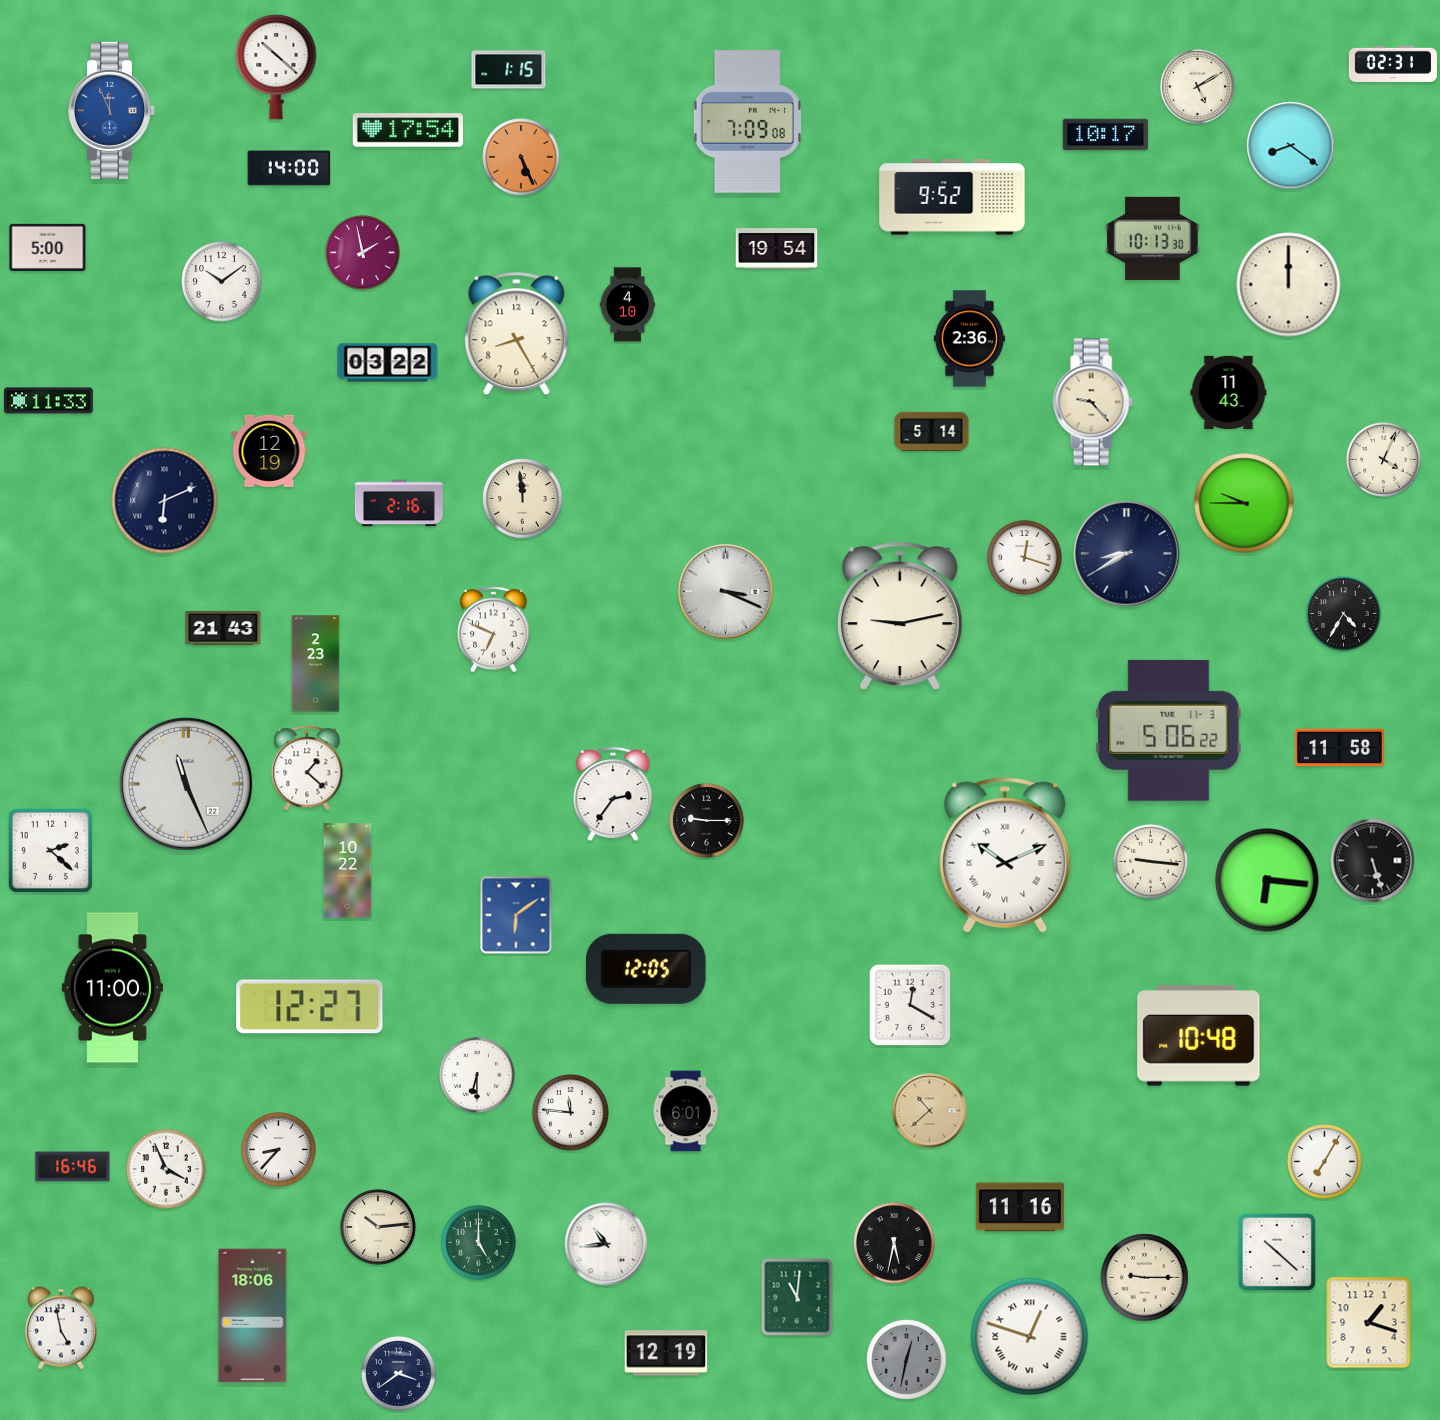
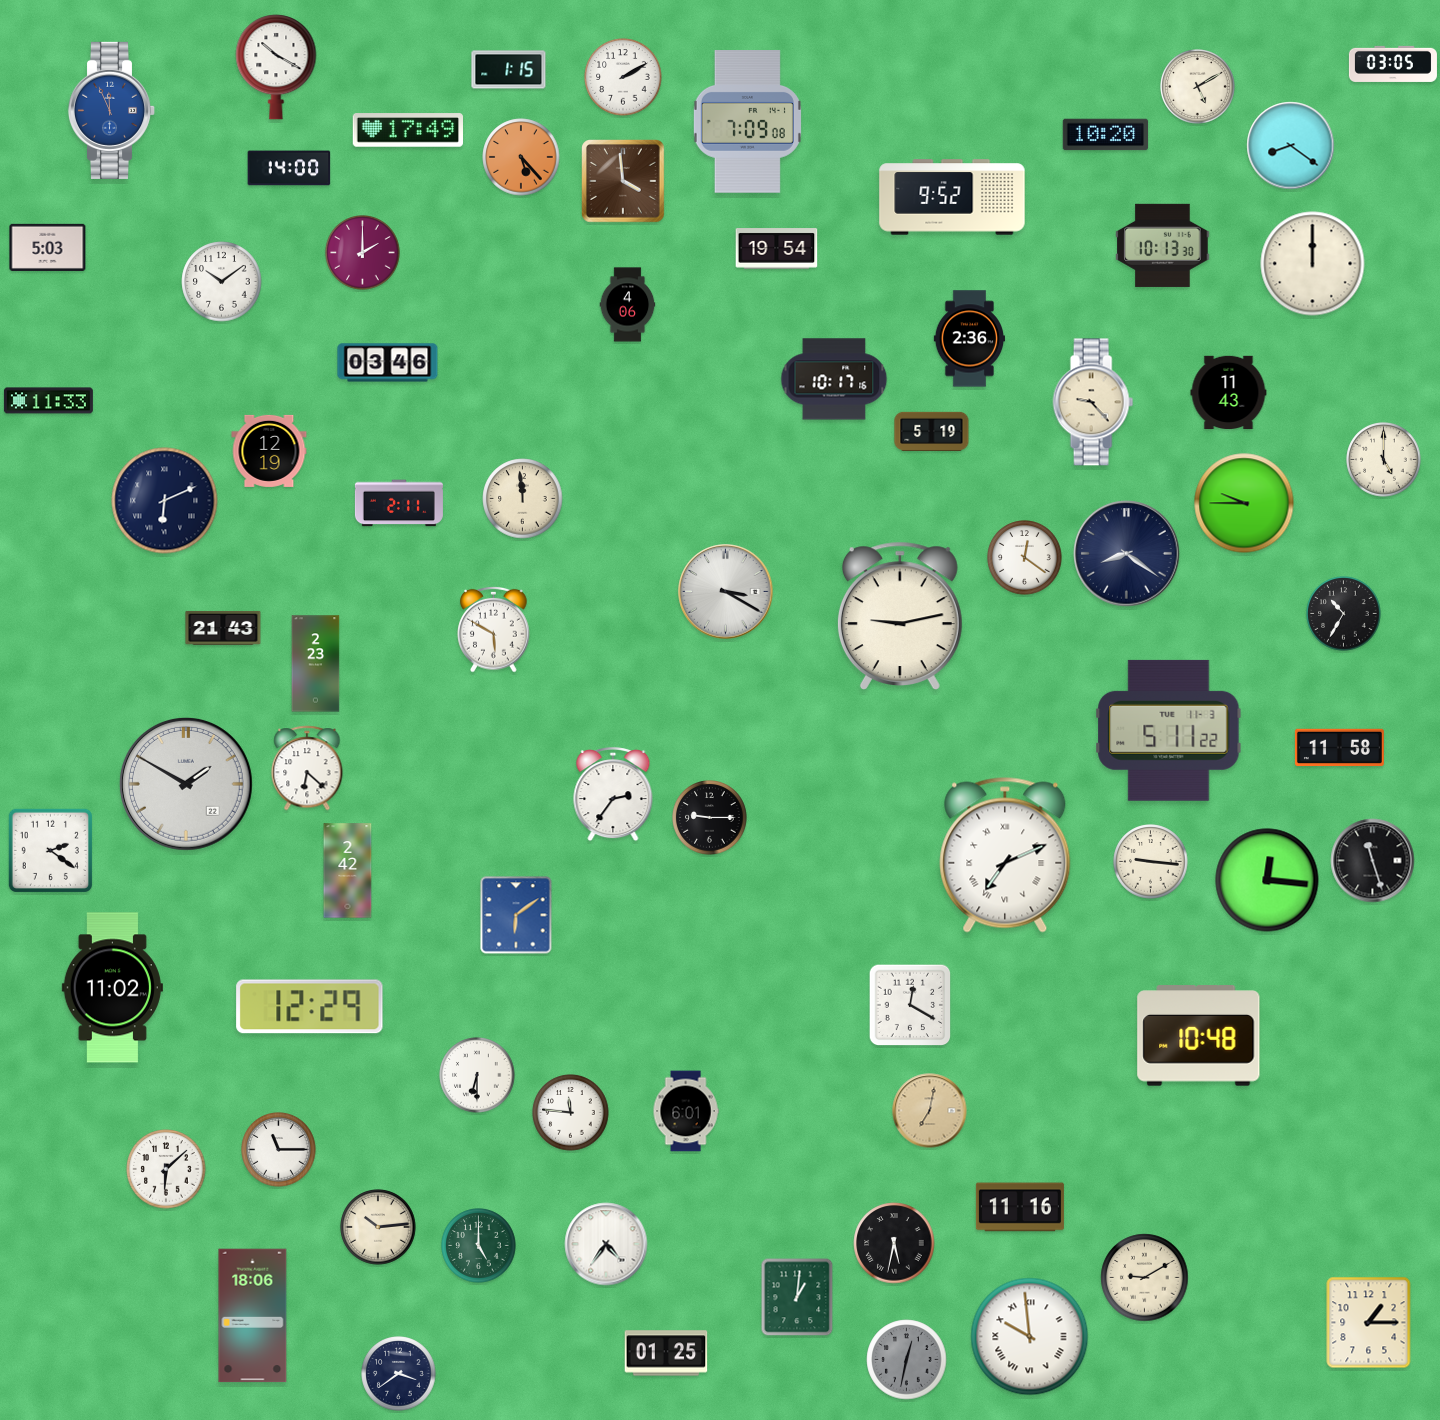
clock at (1393, 64): 02:31 -> 03:05
clock at (276, 67): 10:22 -> 10:20
clock at (623, 77): none -> 2:10
clock at (407, 130): 17:54 -> 17:49
clock at (1106, 135): 10:17 -> 10:20
clock at (521, 157): 5:26 -> 5:23
clock at (624, 182): none -> 3:59
clock at (1153, 238) position: (1153, 238) -> (1163, 245)
clock at (48, 247): 5:00 -> 5:03
clock at (363, 253): 1:58 -> 2:00
clock at (1289, 285) position: (1289, 285) -> (1313, 264)
clock at (628, 305): 4:10 -> 4:06
clock at (517, 334): 8:25 -> none
clock at (388, 363): 03:22 -> 03:46
clock at (834, 379): none -> 10:17
clock at (932, 431): 5:14 -> 5:19
clock at (1384, 460): 4:04 -> 5:00
clock at (399, 503): 2:16 -> 2:11
clock at (1127, 554): 8:40 -> 8:21
clock at (1025, 558): 12:18 -> 12:21
clock at (726, 592): 3:19 -> 3:20
clock at (1344, 614): 4:35 -> 10:35
clock at (494, 629): 6:49 -> 5:50
clock at (1169, 730): 5:06 -> 5:11
clock at (307, 768): 1:22 -> 6:22
clock at (187, 785): 11:26 -> 1:50
clock at (707, 821) position: (707, 821) -> (710, 818)
clock at (50, 850): 2:22 -> 2:21
clock at (1005, 855): 10:11 -> 7:11
clock at (1373, 861): 5:27 -> 11:27
clock at (348, 871): 10:22 -> 2:42
clock at (1267, 880): 6:16 -> 12:16
clock at (646, 969): 12:05 -> none
clock at (112, 988): 11:00 -> 11:02
clock at (310, 1007): 12:27 -> 12:29
clock at (930, 1111): 10:38 -> 7:02
clock at (279, 1150): 8:37 -> 11:15
clock at (1325, 1162): 7:05 -> none
clock at (73, 1167): 16:46 -> none
clock at (166, 1169): 3:56 -> 6:08
clock at (479, 1243) position: (479, 1243) -> (479, 1246)
clock at (606, 1244): 10:44 -> 4:36
clock at (1277, 1252): 10:22 -> none
clock at (1145, 1278): 9:15 -> 9:10
clock at (797, 1297): 11:01 -> 1:01
clock at (1369, 1323): 1:18 -> 1:15
clock at (61, 1328): 4:58 -> none
clock at (1030, 1337): 12:48 -> 9:59
clock at (666, 1353): 12:19 -> 01:25
